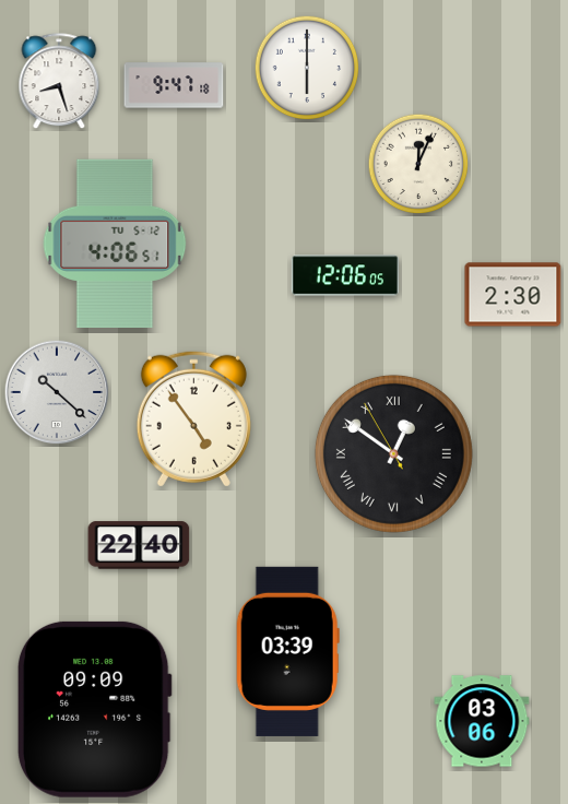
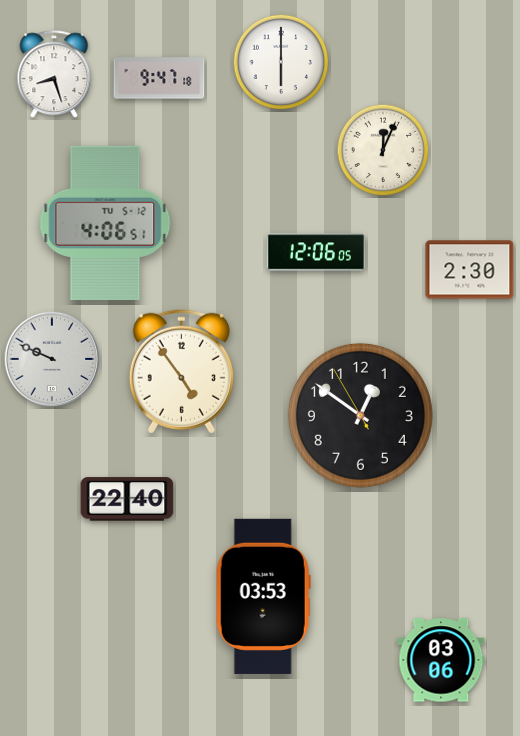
clock at (57, 392): 10:22 -> 9:49
clock at (193, 418) position: (193, 418) -> (181, 371)
clock at (393, 453) numerals: Roman -> Arabic
clock at (287, 651): 03:39 -> 03:53
clock at (94, 709): 09:09 -> none
